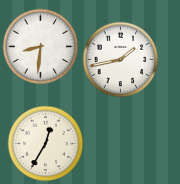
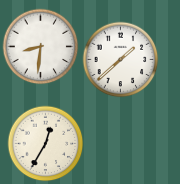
clock at (121, 60): 1:43 -> 1:38
